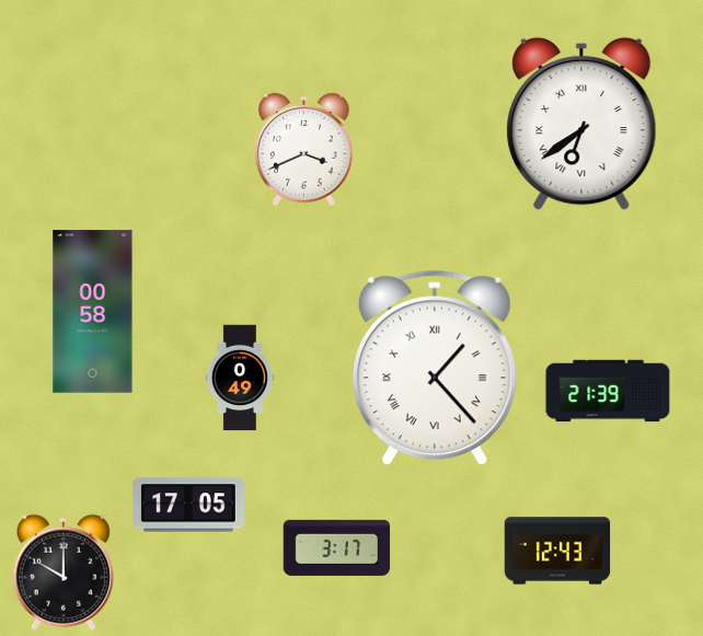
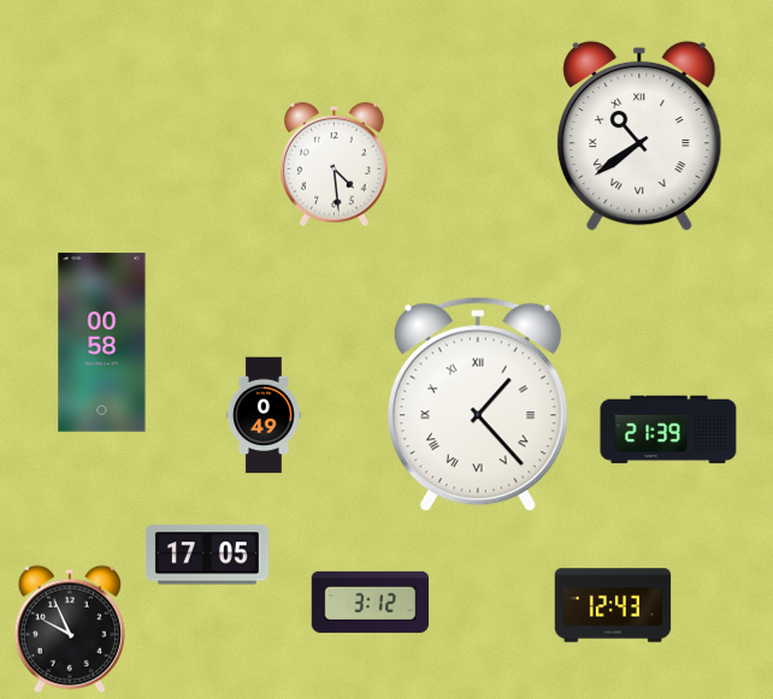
clock at (581, 124): 6:39 -> 10:39
clock at (304, 150): 3:41 -> 4:29
clock at (337, 547): 3:17 -> 3:12
clock at (64, 573): 10:00 -> 9:56
